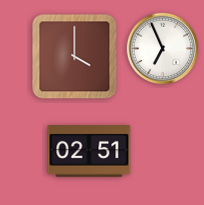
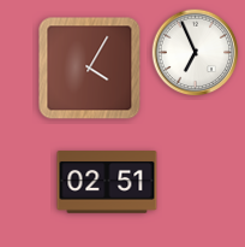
clock at (163, 49) position: (163, 49) -> (196, 53)
clock at (75, 57): 4:00 -> 4:05
